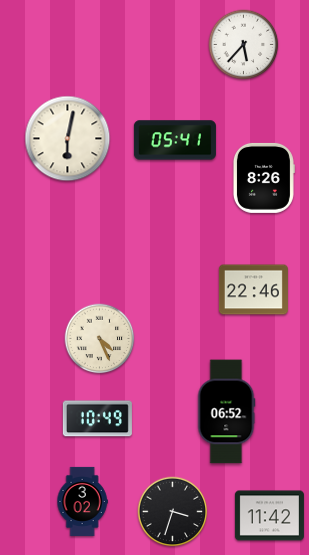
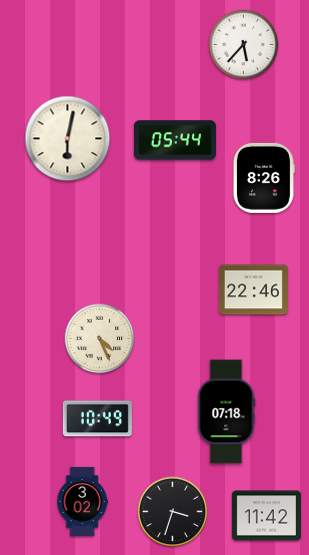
clock at (175, 140): 05:41 -> 05:44
clock at (226, 412): 06:52 -> 07:18
clock at (269, 516) position: (269, 516) -> (266, 516)
